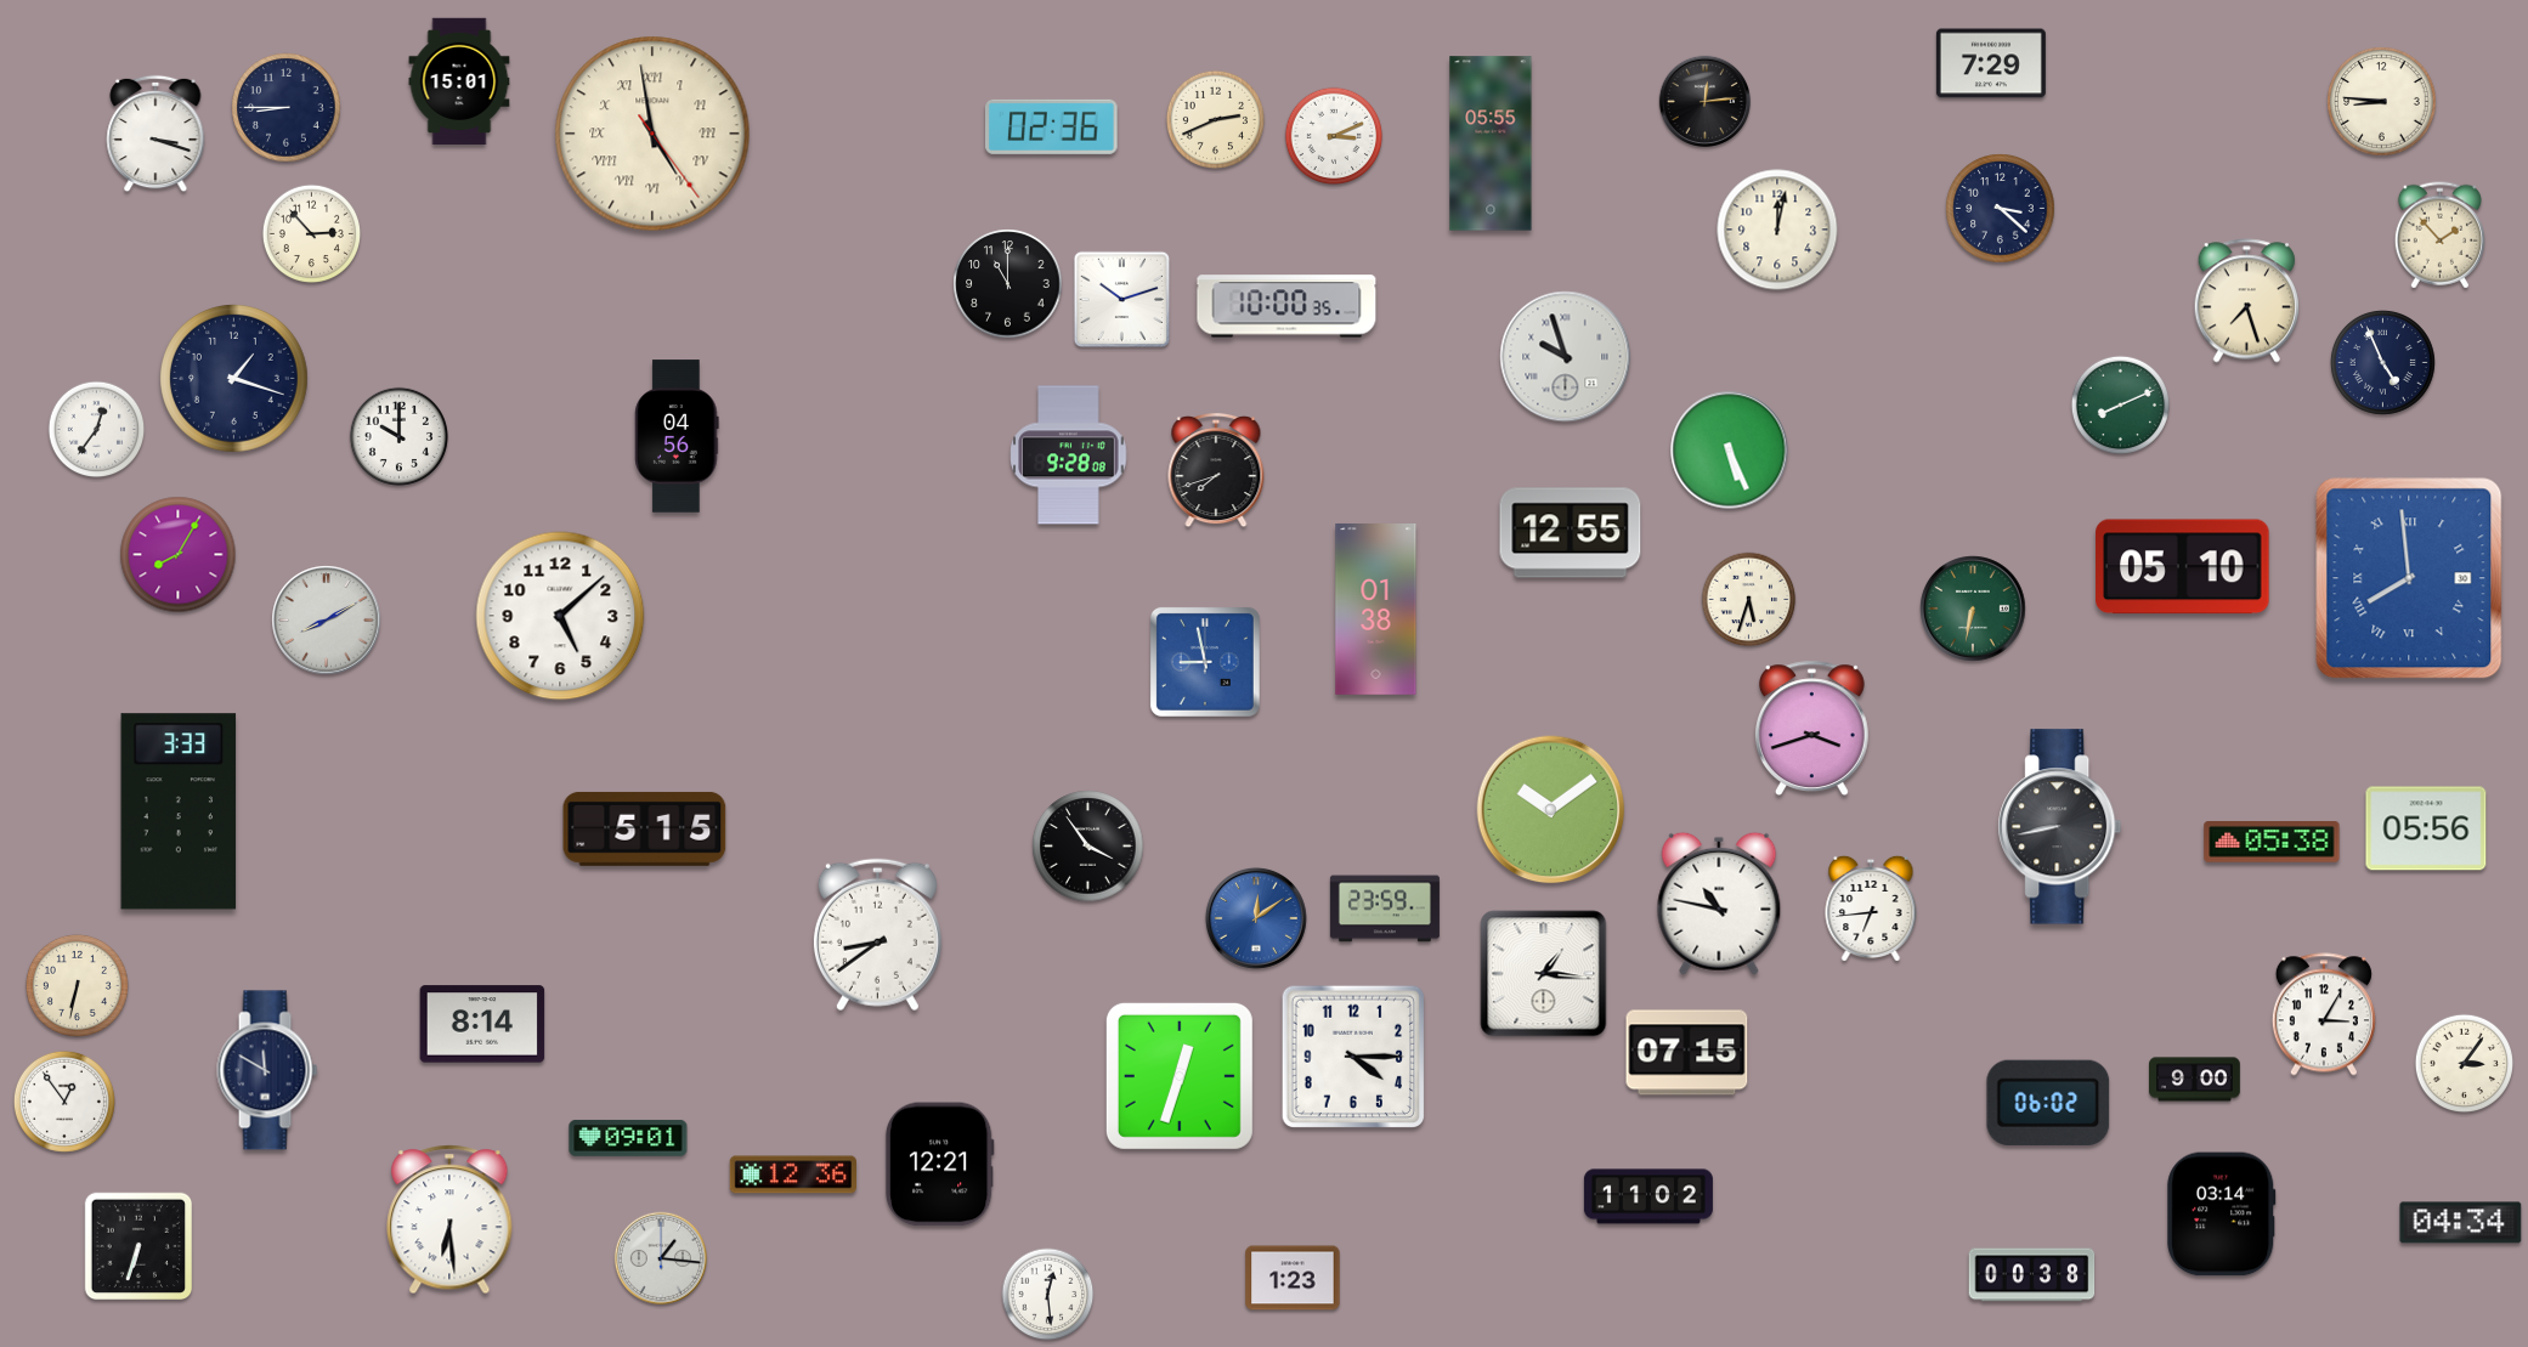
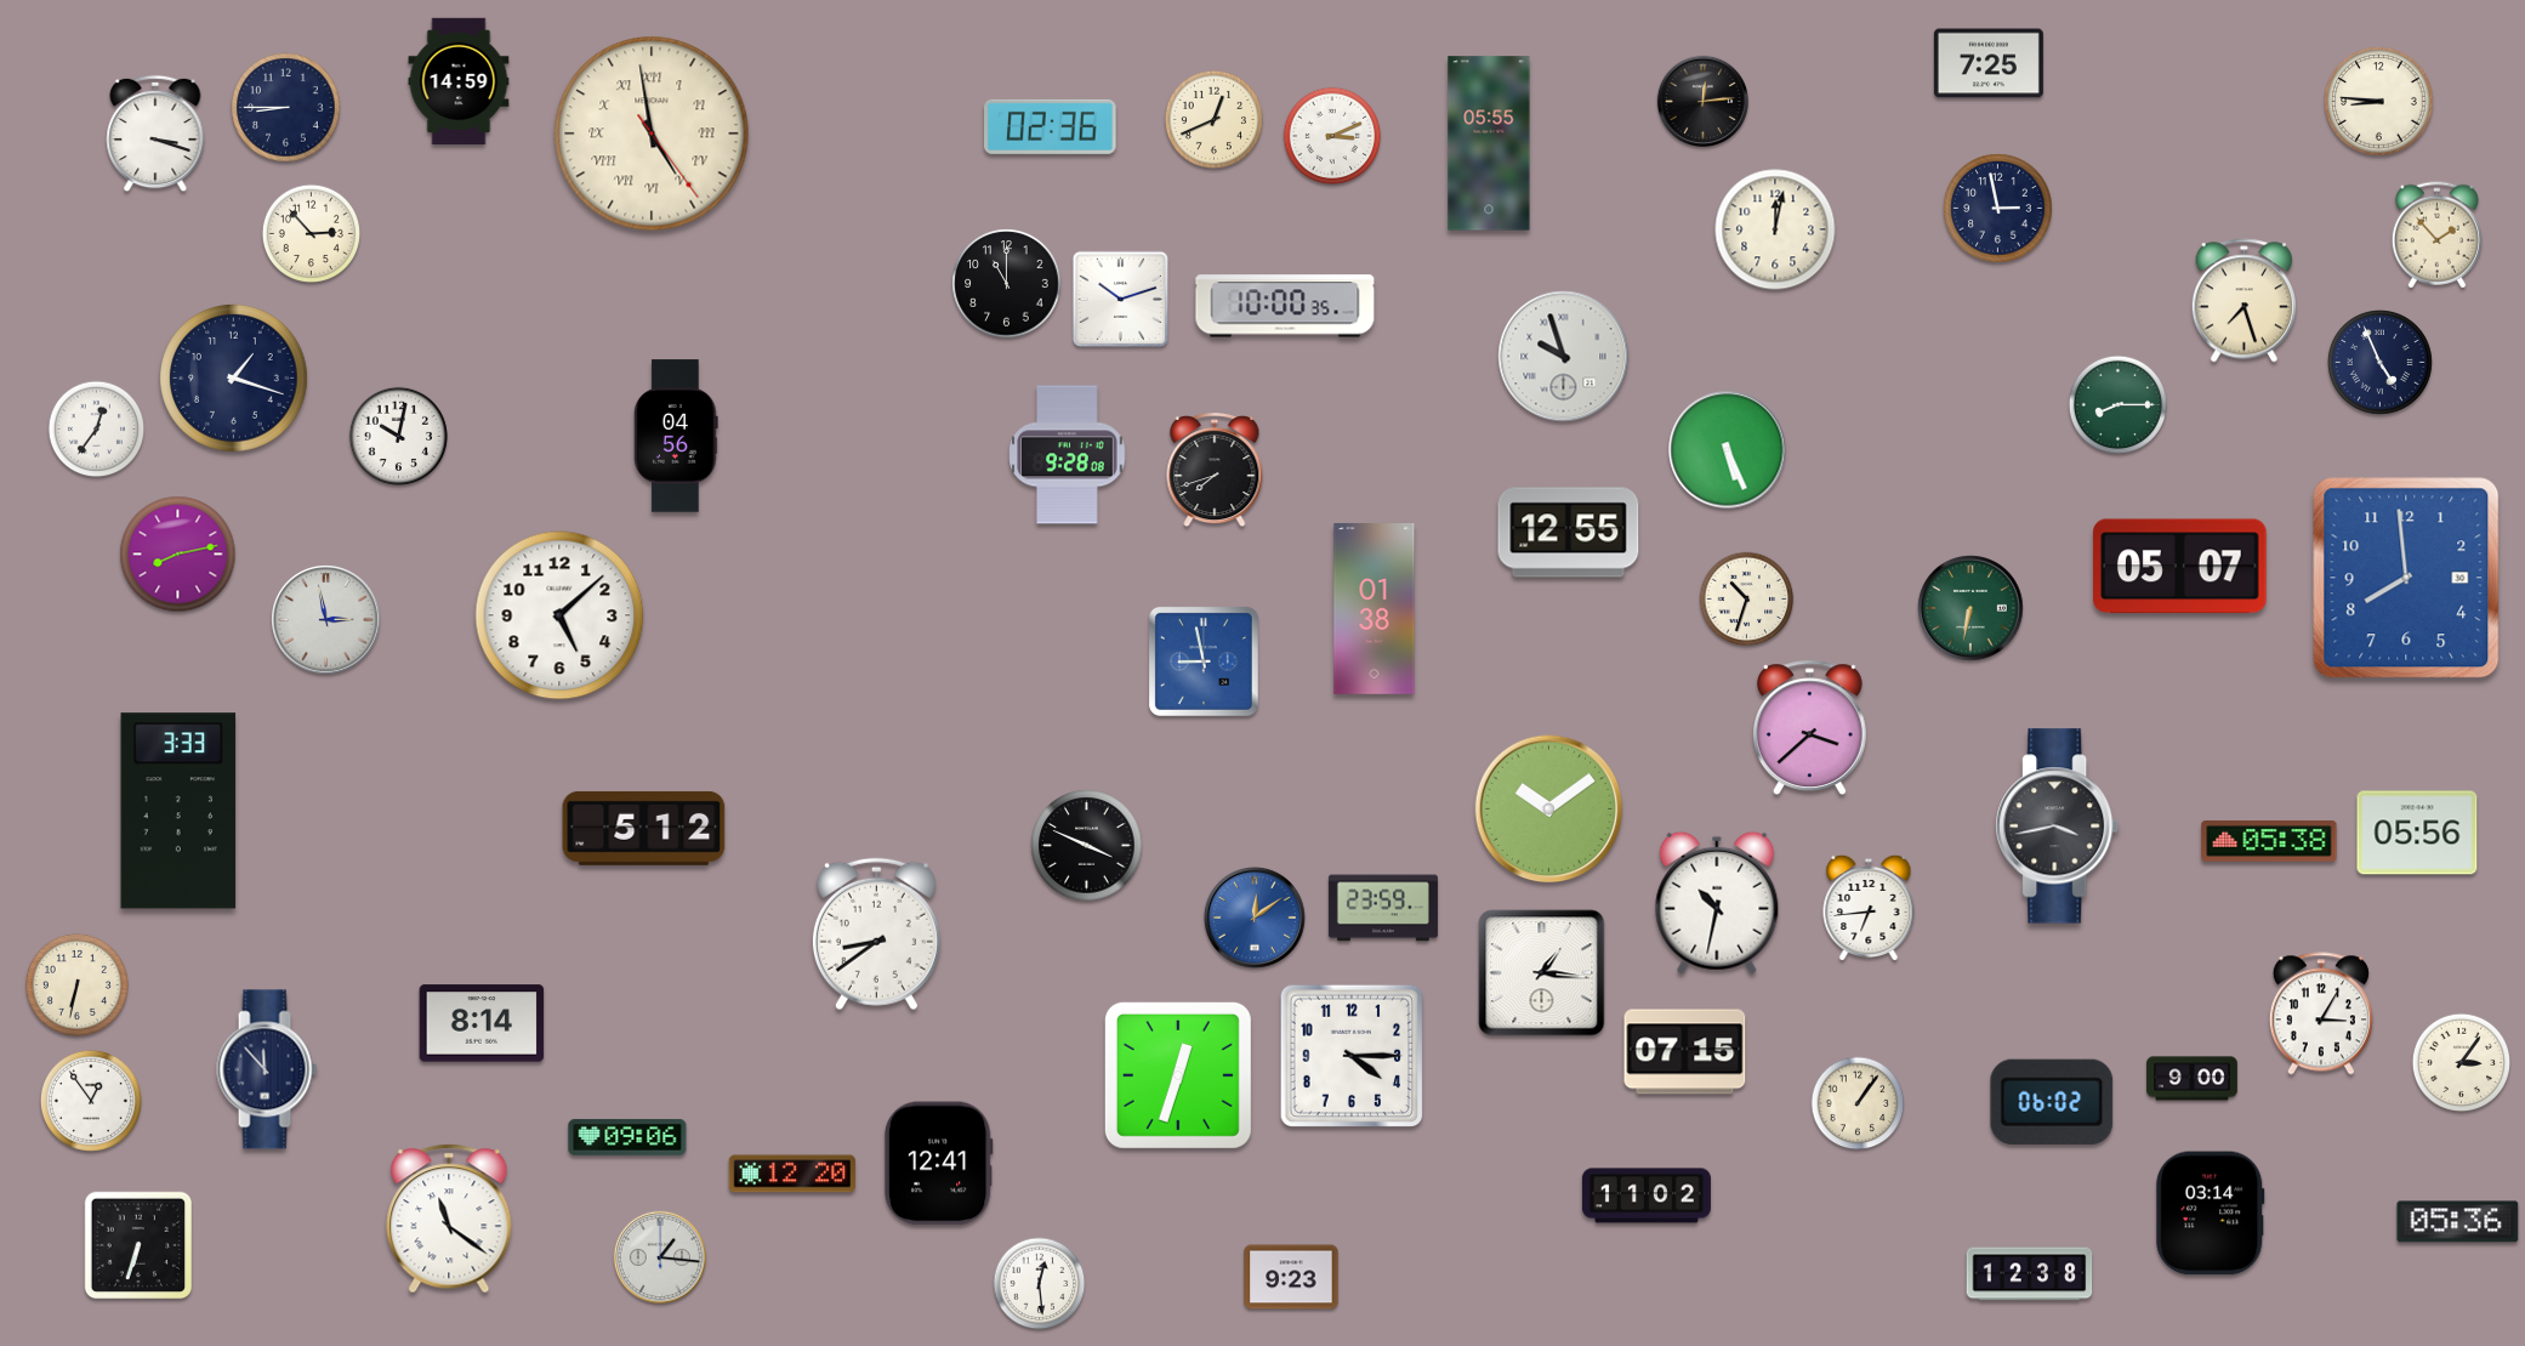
clock at (1991, 63): 7:29 -> 7:25
clock at (459, 81): 15:01 -> 14:59
clock at (1215, 119): 2:41 -> 12:41
clock at (2001, 209): 3:22 -> 2:58
clock at (2120, 404): 8:11 -> 8:15
clock at (398, 436): 10:00 -> 10:02
clock at (179, 555): 8:05 -> 8:13
clock at (2183, 567): 05:10 -> 05:07
clock at (2409, 578) numerals: Roman -> Arabic
clock at (1749, 600): 5:33 -> 10:33
clock at (327, 621): 8:10 -> 2:58
clock at (1811, 728): 3:42 -> 3:38
clock at (2060, 827): 8:43 -> 3:43
clock at (645, 828): 5:15 -> 5:12
clock at (2426, 828) position: (2426, 828) -> (2417, 833)
clock at (1088, 847): 3:54 -> 3:49
clock at (1719, 904): 10:47 -> 10:32
clock at (267, 1070): 11:50 -> 11:53
clock at (64, 1102) position: (64, 1102) -> (91, 1101)
clock at (2048, 1103) position: (2048, 1103) -> (2052, 1102)
clock at (1858, 1103): none -> 1:06
clock at (628, 1138): 09:01 -> 09:06
clock at (939, 1165): 12:21 -> 12:41
clock at (792, 1175): 12:36 -> 12:20
clock at (2222, 1215) position: (2222, 1215) -> (2211, 1214)
clock at (449, 1219): 6:29 -> 11:21
clock at (2461, 1223): 04:34 -> 05:36
clock at (2032, 1275): 00:38 -> 12:38
clock at (1293, 1278): 1:23 -> 9:23
clock at (1048, 1295) position: (1048, 1295) -> (1040, 1284)
